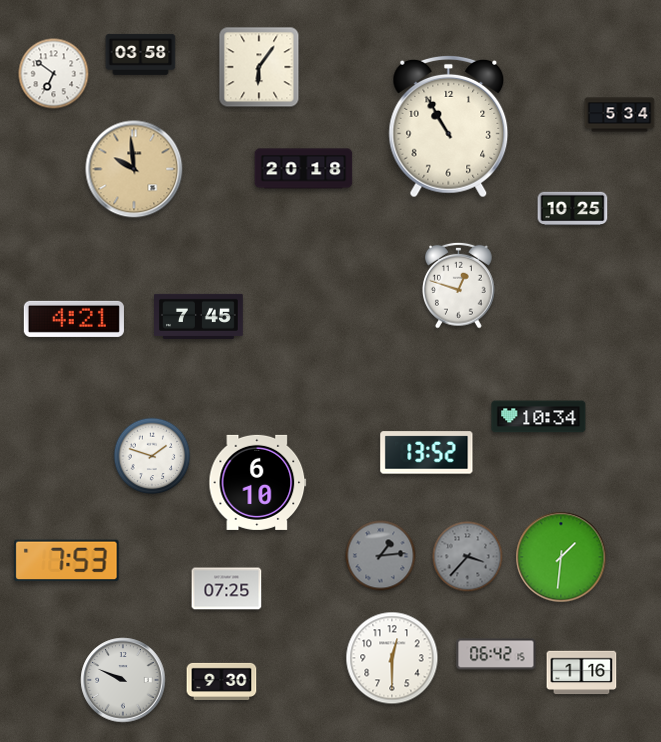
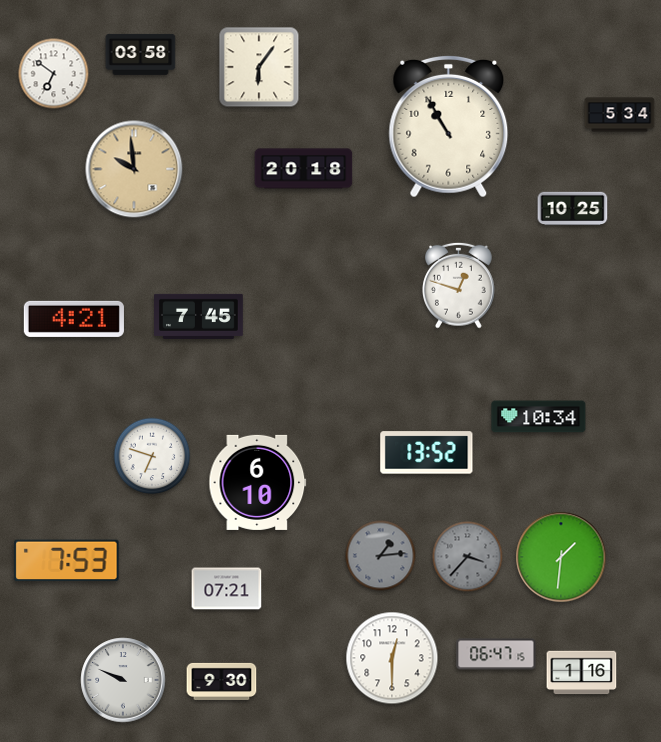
clock at (152, 456): 1:48 -> 6:48
clock at (227, 589): 07:25 -> 07:21
clock at (496, 654): 06:42 -> 06:47
